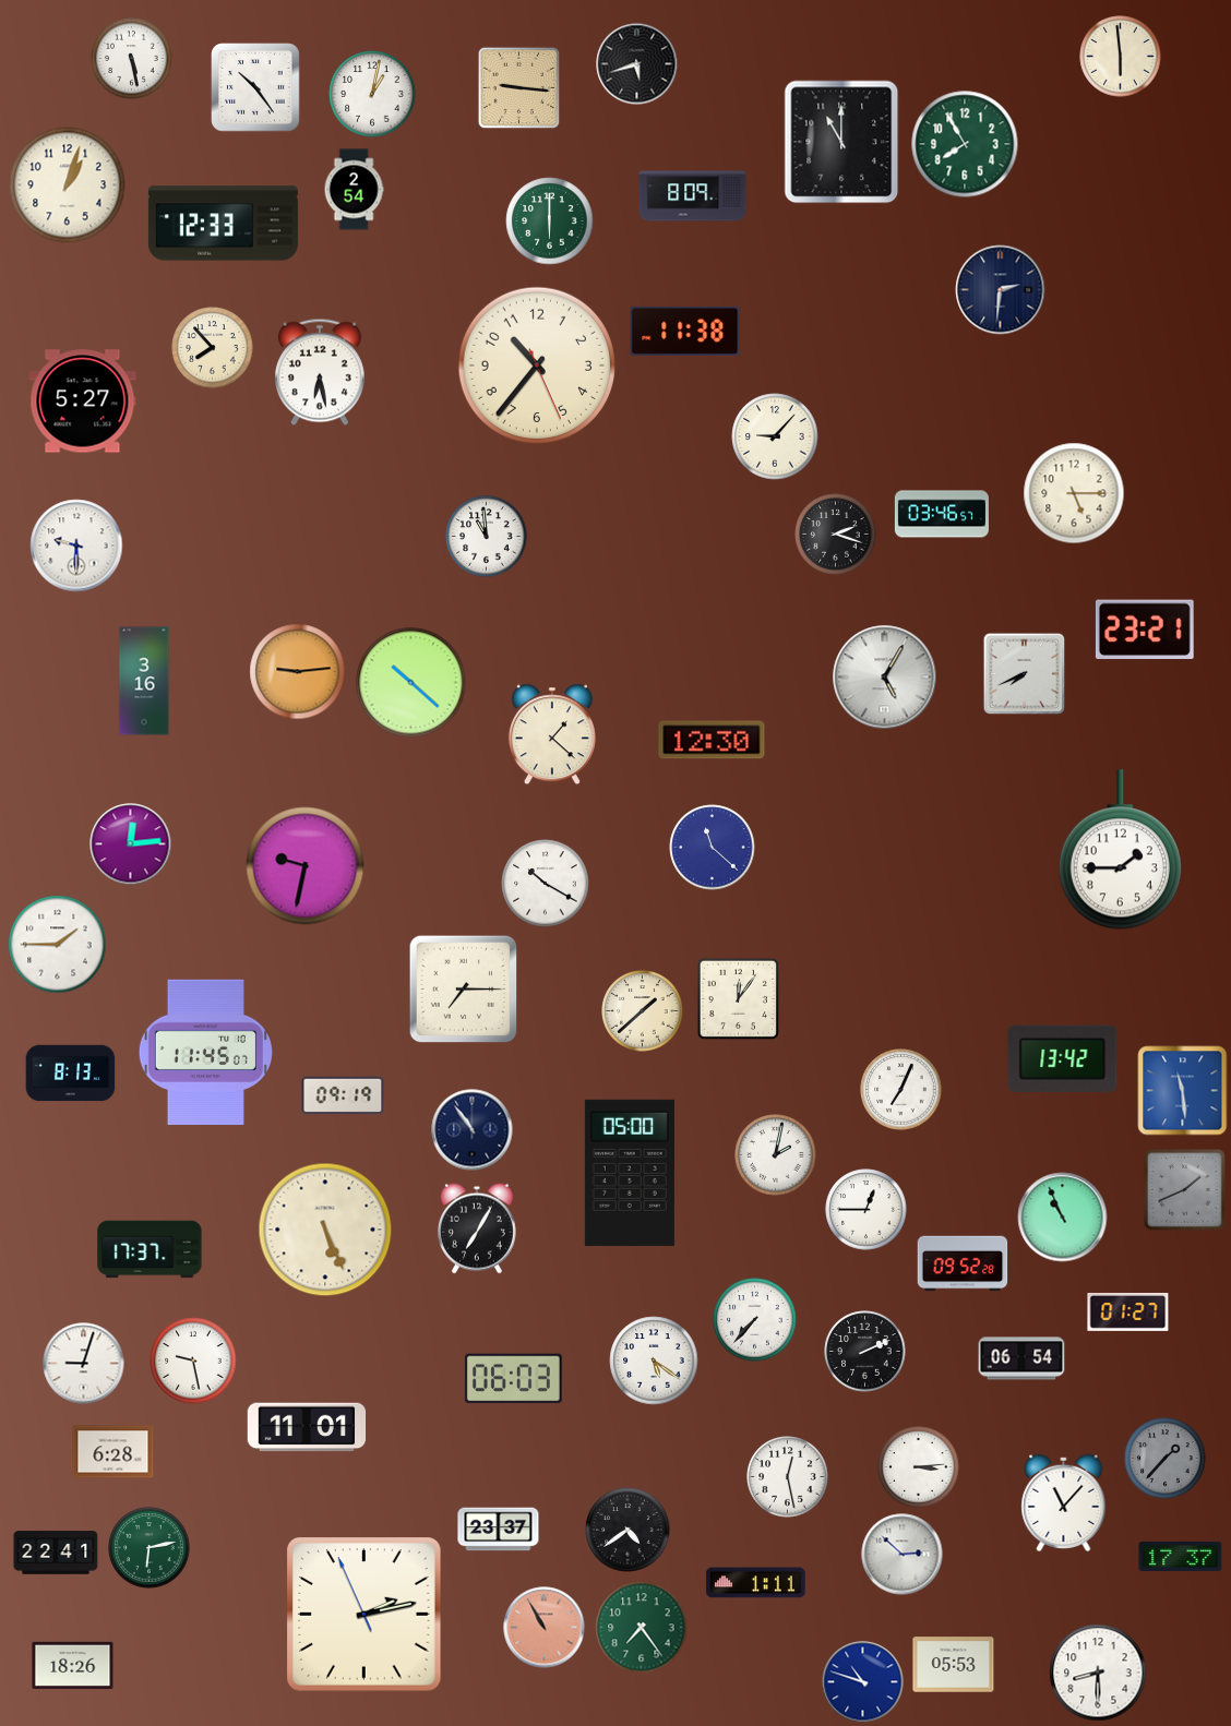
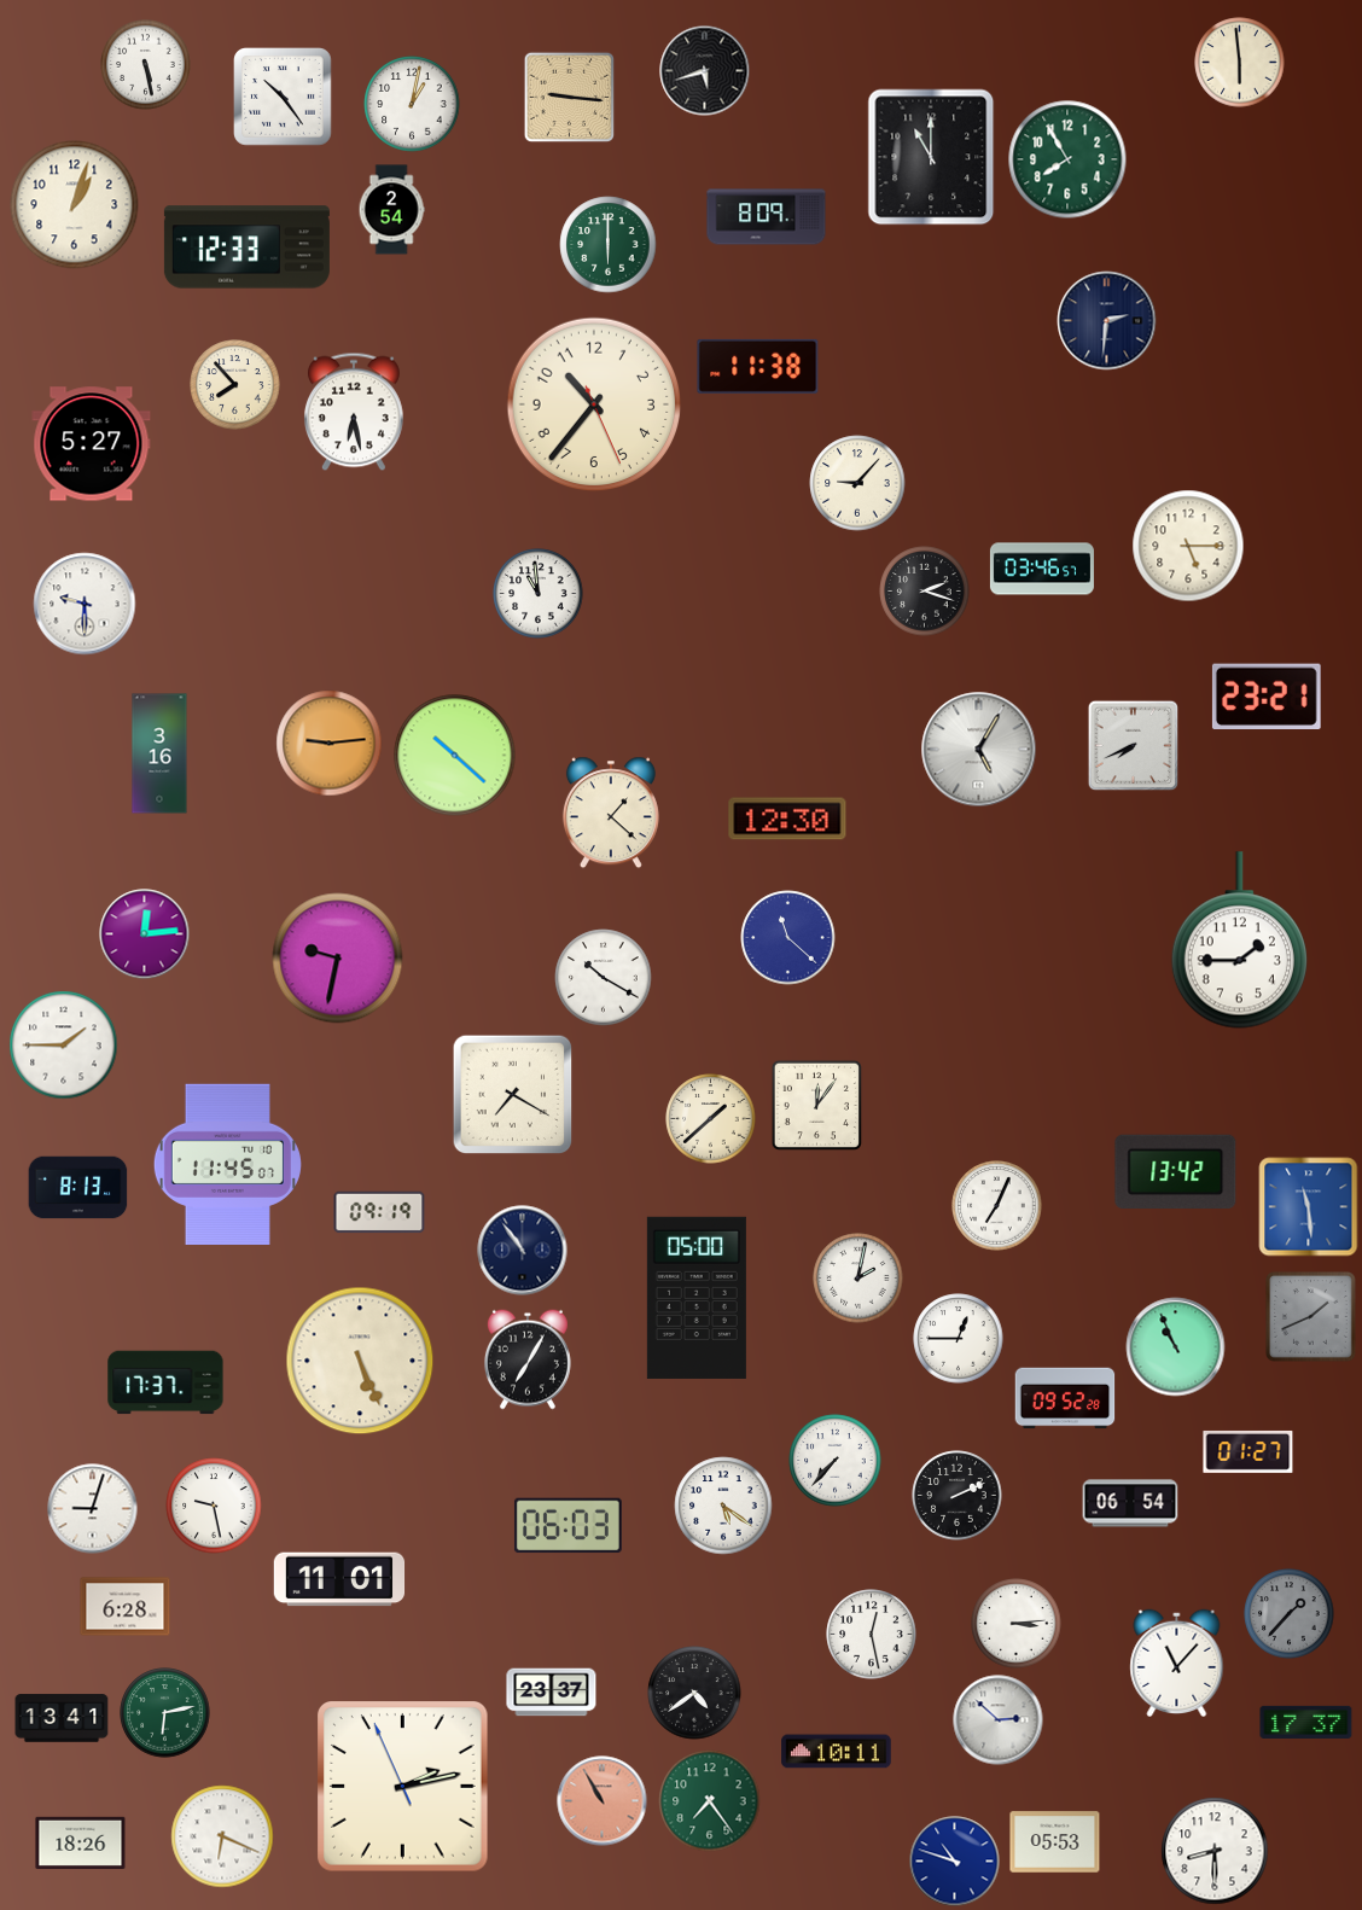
clock at (519, 88) position: (519, 88) -> (570, 98)
clock at (464, 990): 7:15 -> 7:20
clock at (56, 1553): 22:41 -> 13:41
clock at (756, 1583): 1:11 -> 10:11
clock at (222, 1836): none -> 6:19
